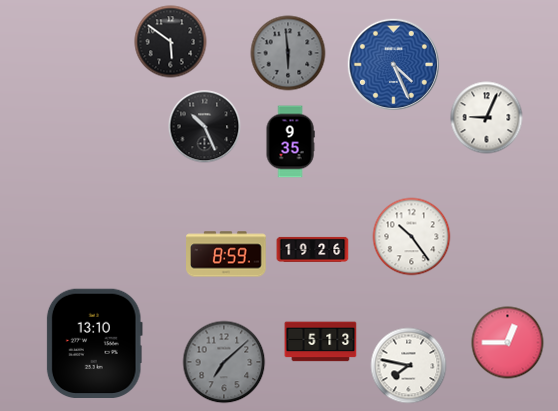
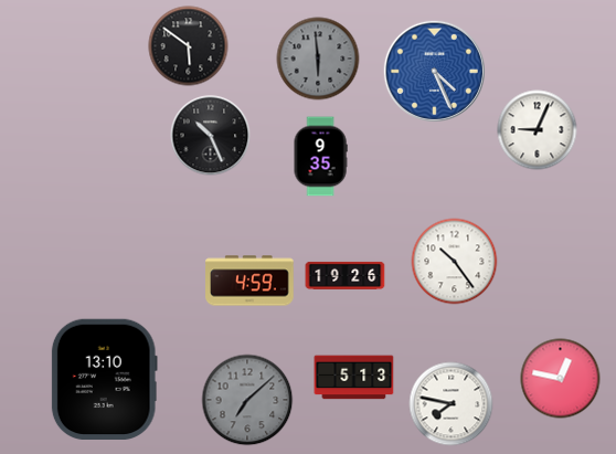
clock at (205, 127) position: (205, 127) -> (211, 136)
clock at (226, 254): 8:59 -> 4:59
clock at (508, 343): 12:45 -> 12:47
